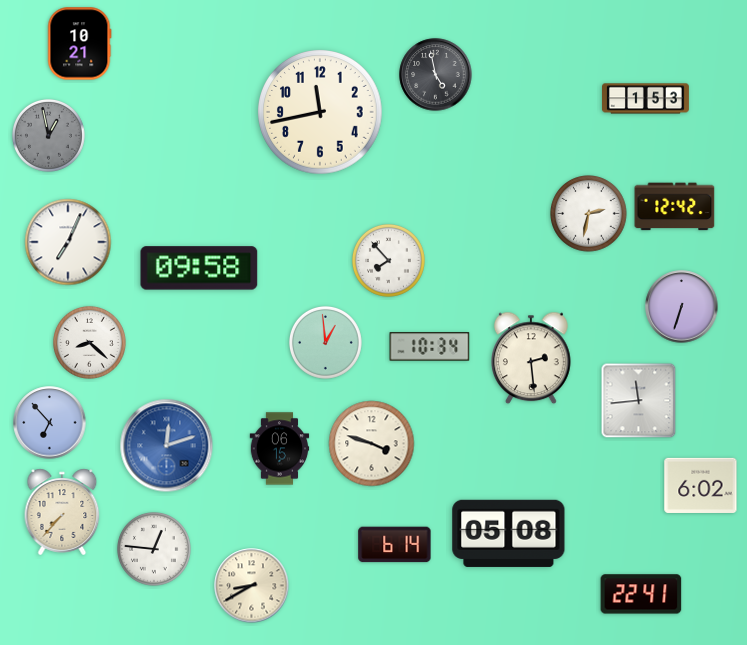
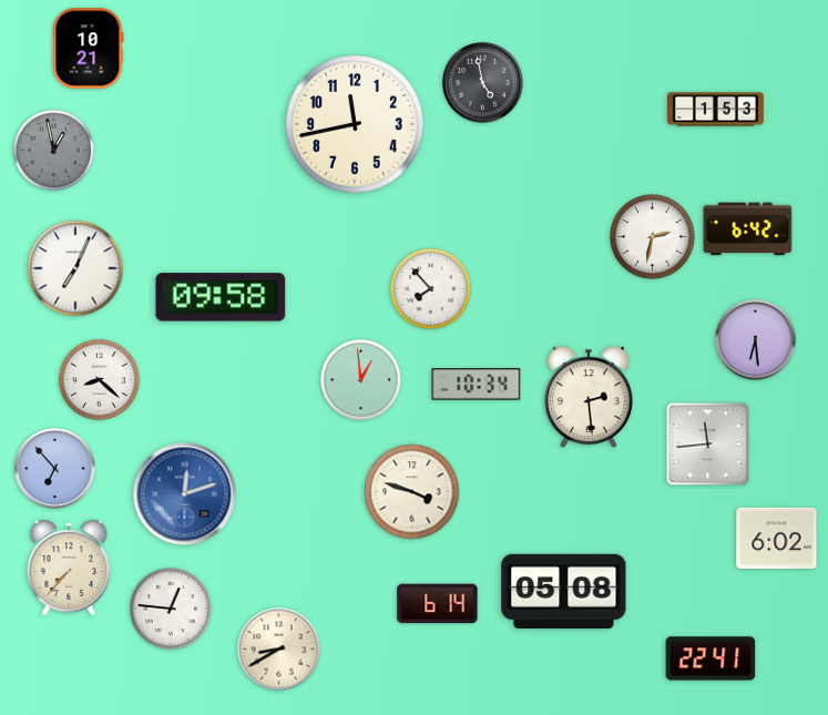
clock at (675, 207): 12:42 -> 6:42
clock at (682, 307): 6:33 -> 6:29
clock at (280, 449): 06:15 -> none
